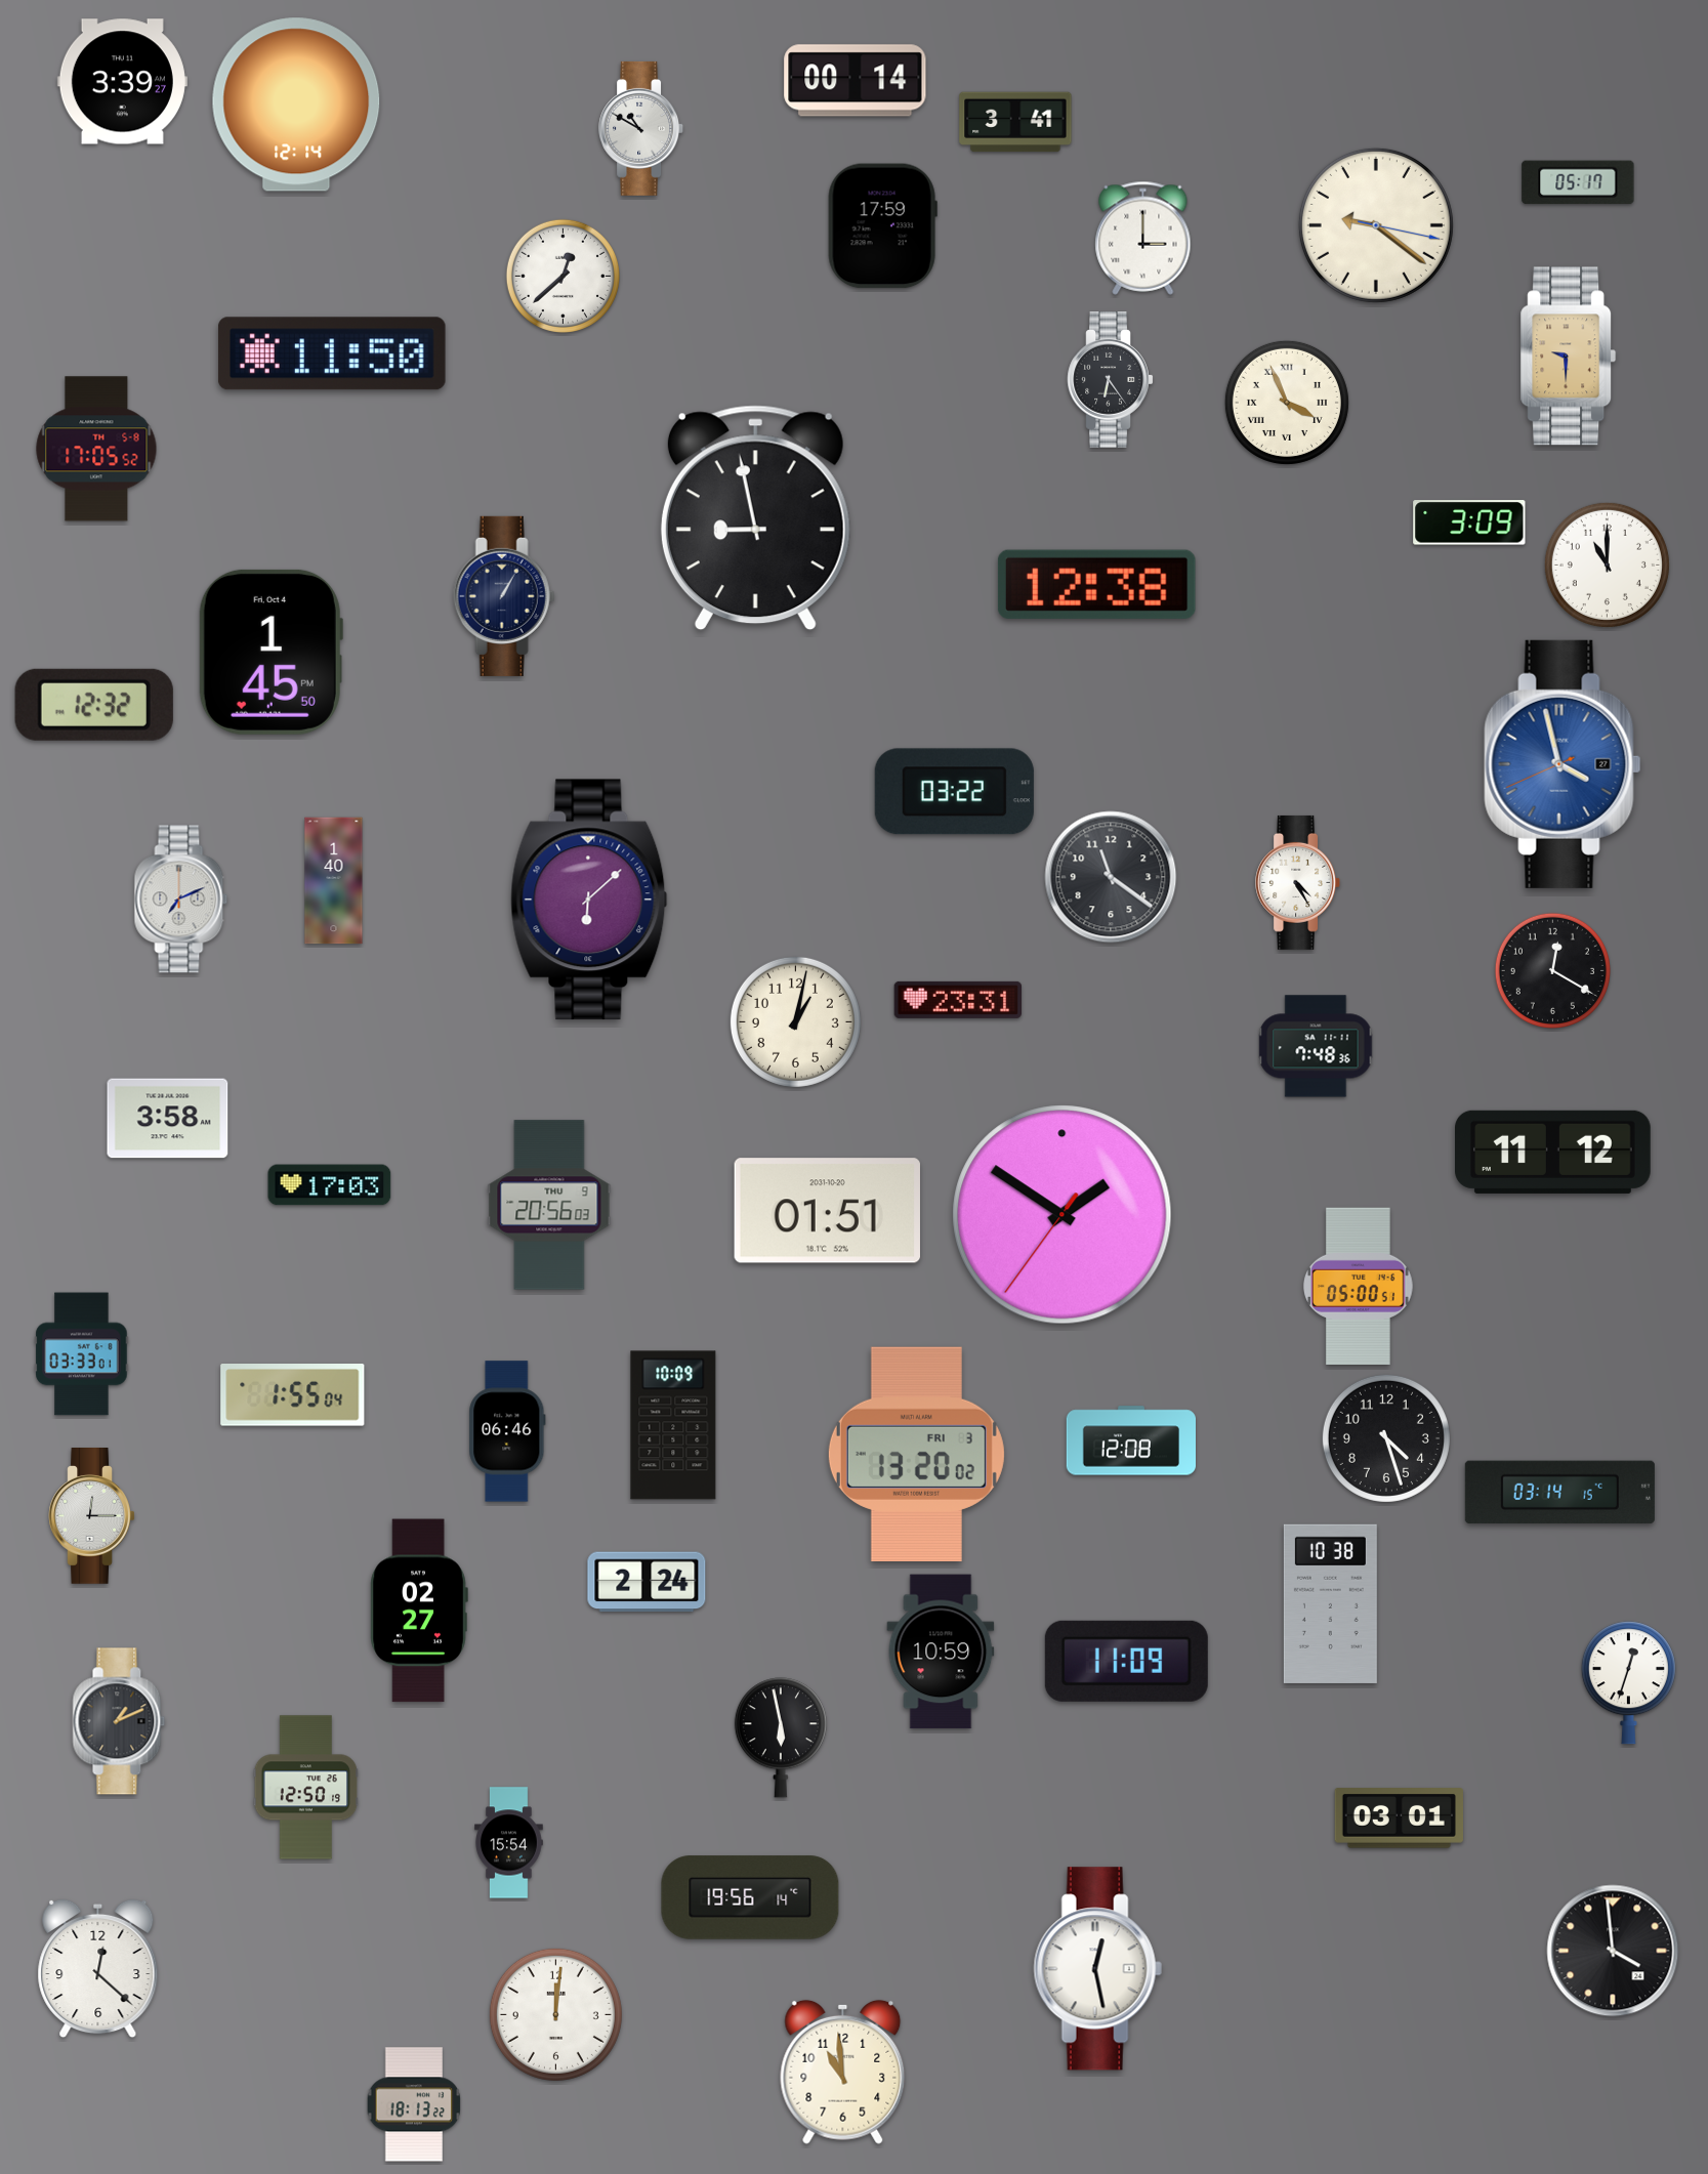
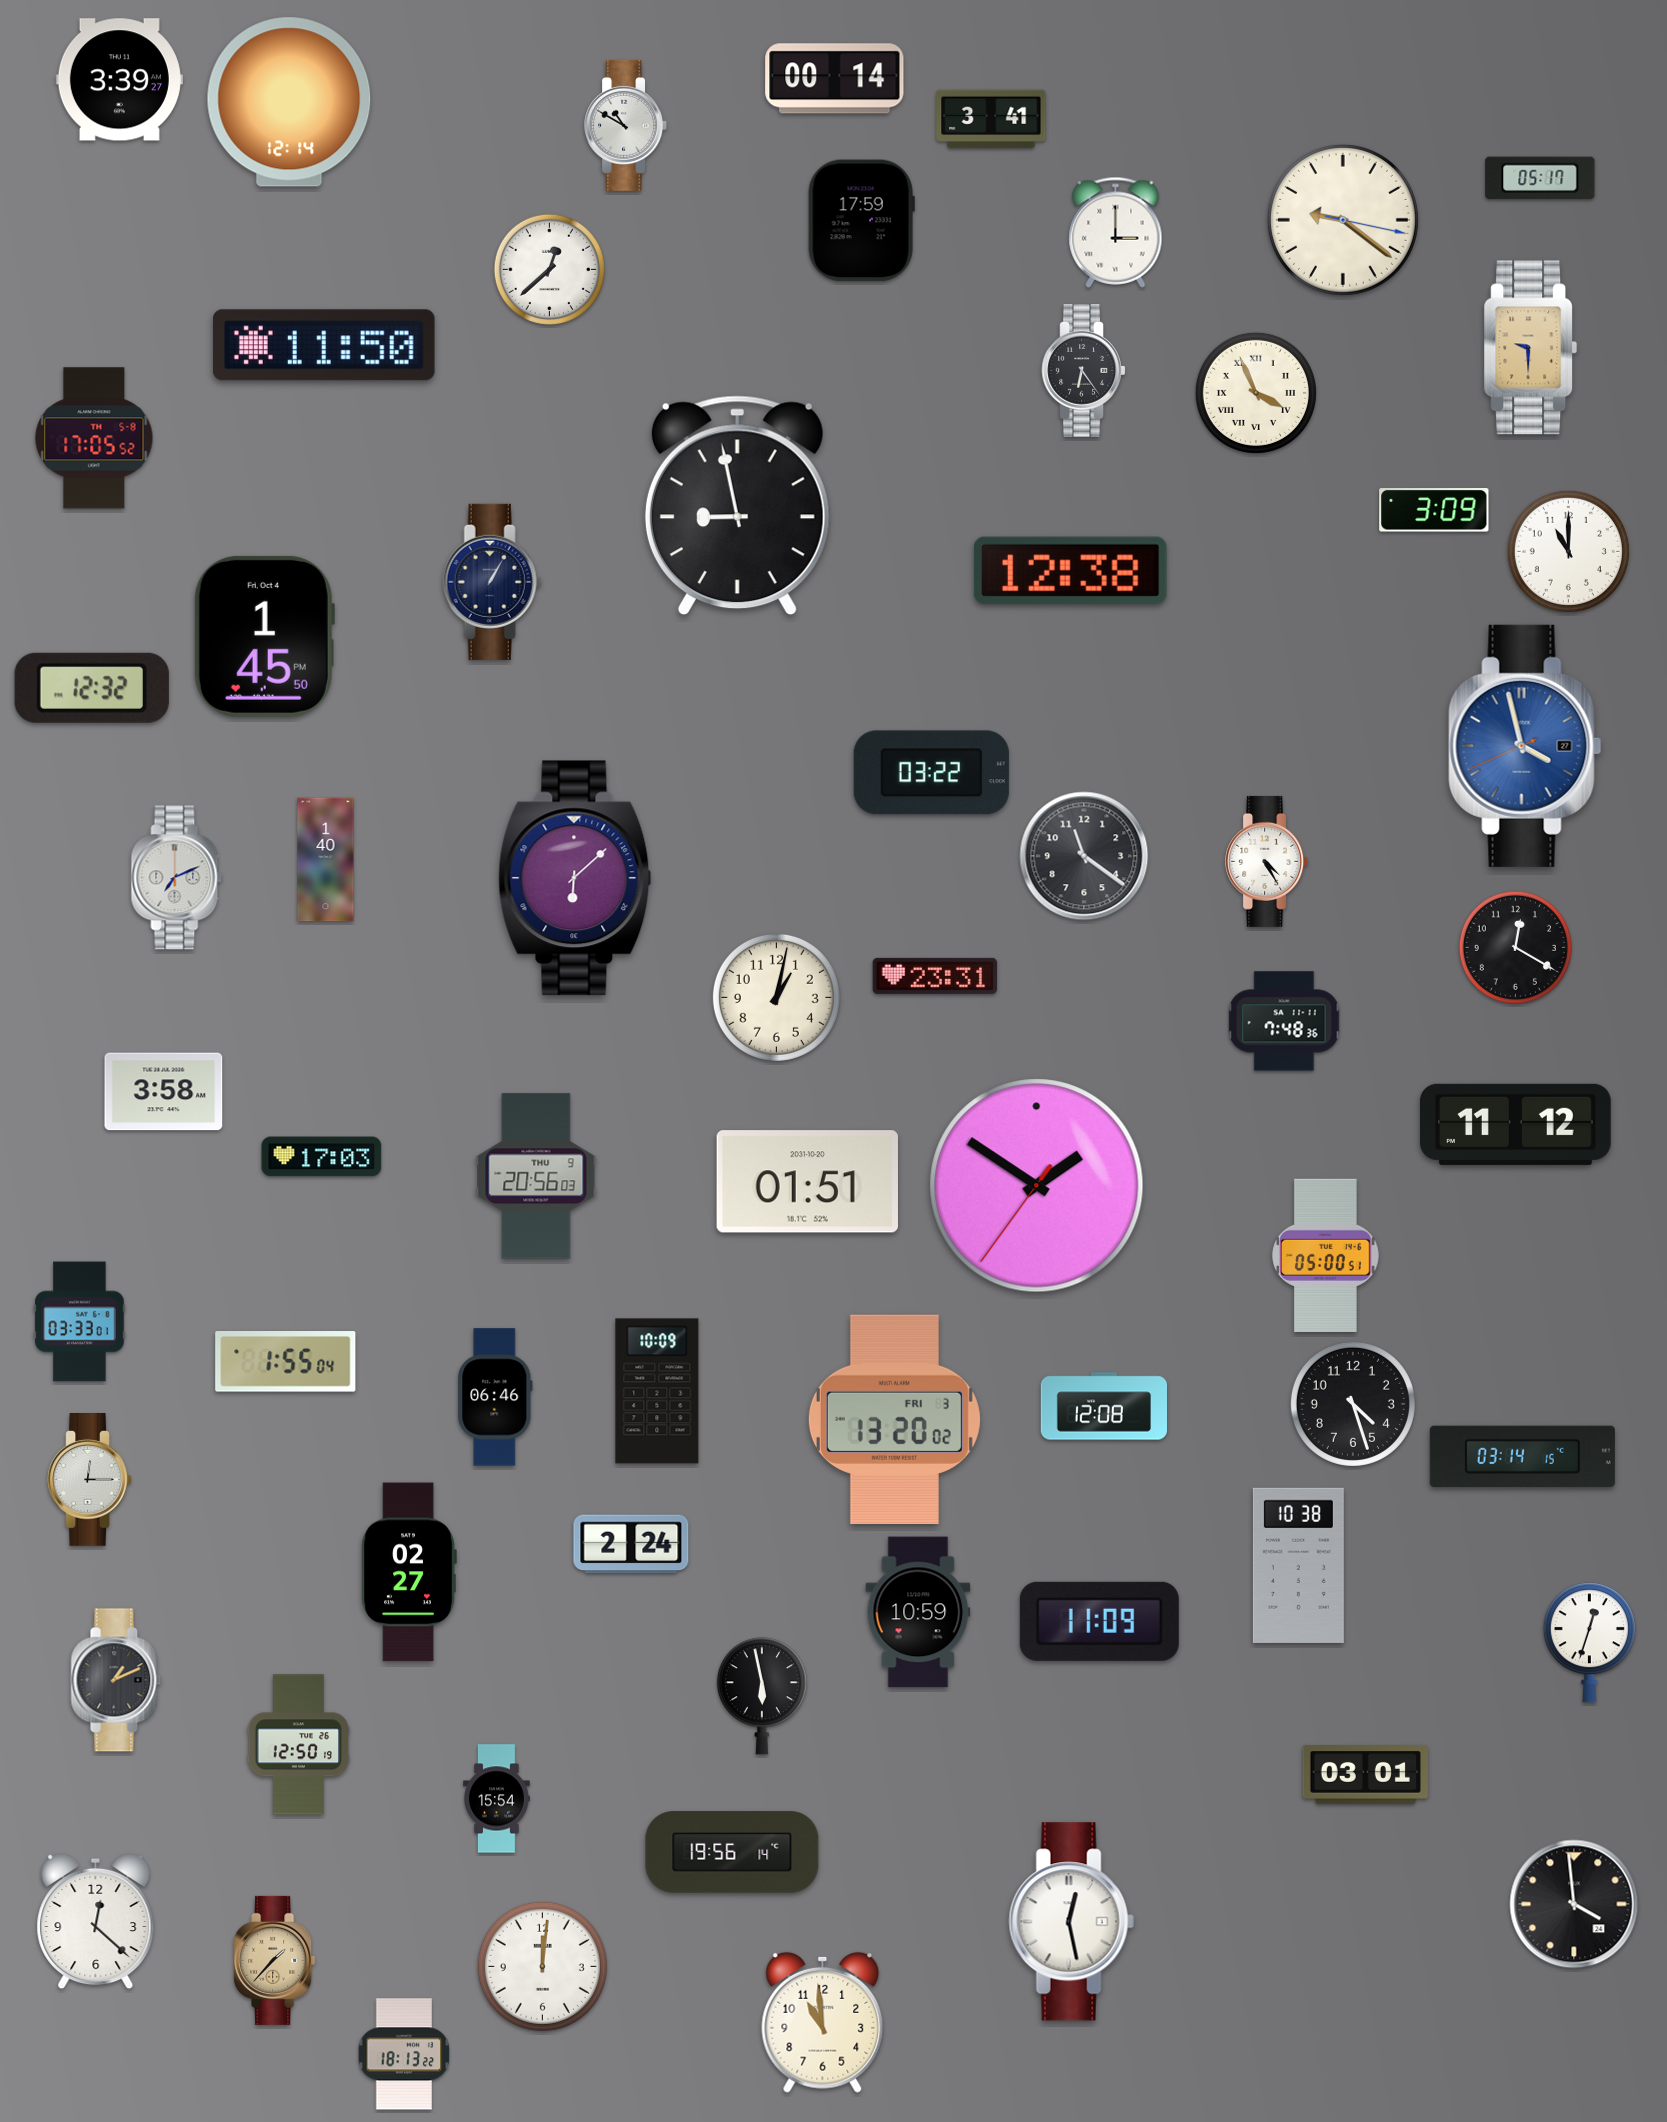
clock at (275, 1960): none -> 1:37
